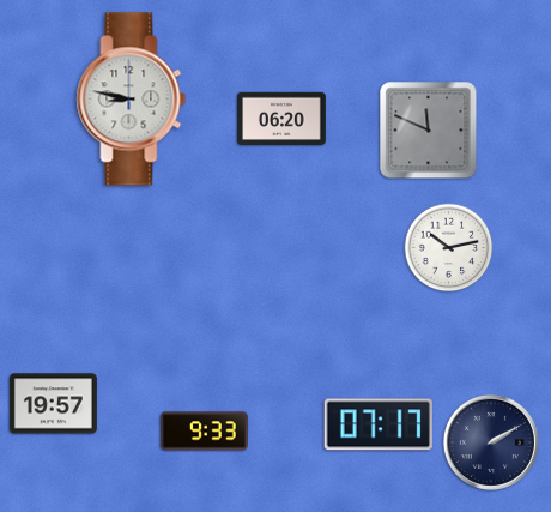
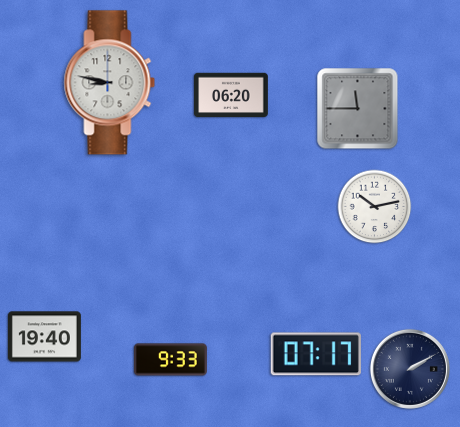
clock at (283, 119) position: (283, 119) -> (232, 95)
clock at (429, 131): 11:49 -> 11:45
clock at (53, 404): 19:57 -> 19:40
